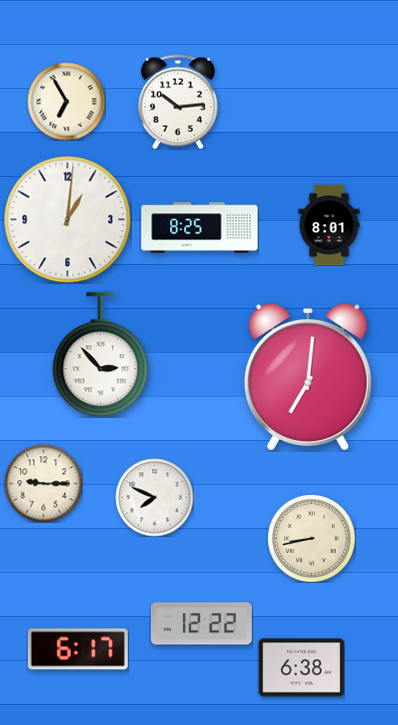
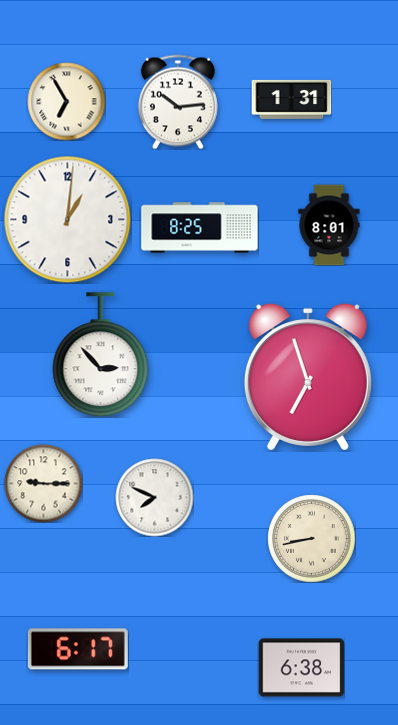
clock at (291, 99): none -> 1:31
clock at (308, 377): 7:01 -> 6:57
clock at (201, 624): 12:22 -> none
